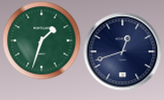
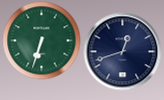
clock at (41, 40): 1:33 -> 6:33
